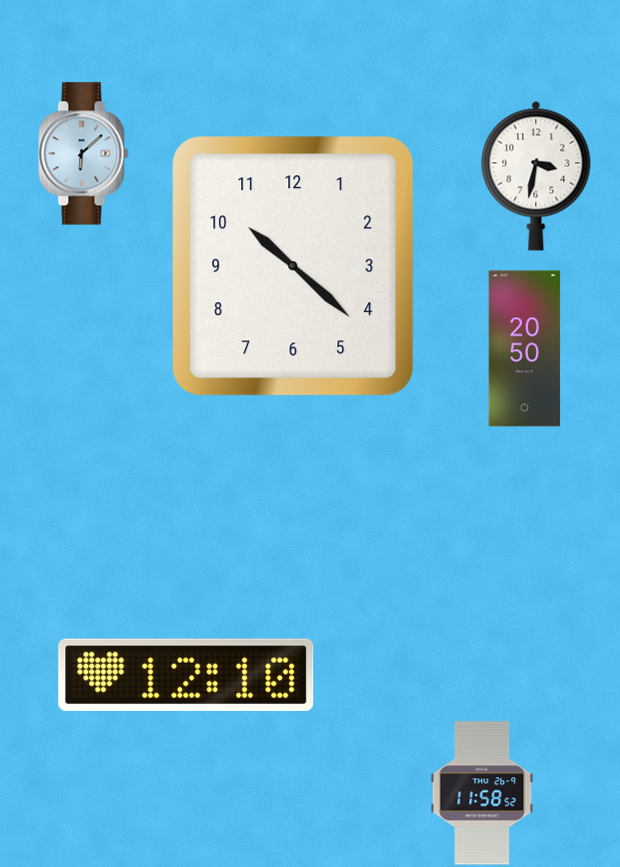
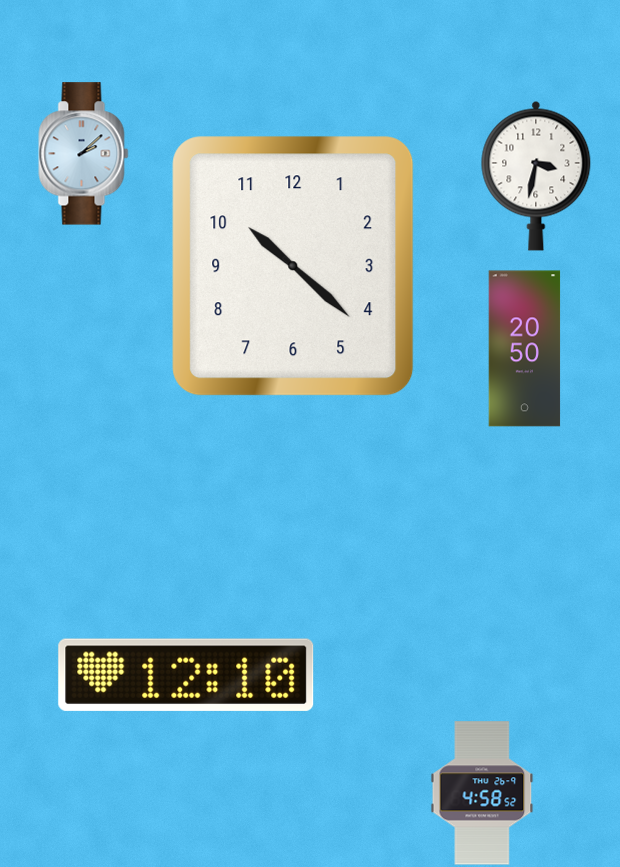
clock at (84, 154): 6:08 -> 2:08
clock at (482, 793): 11:58 -> 4:58
